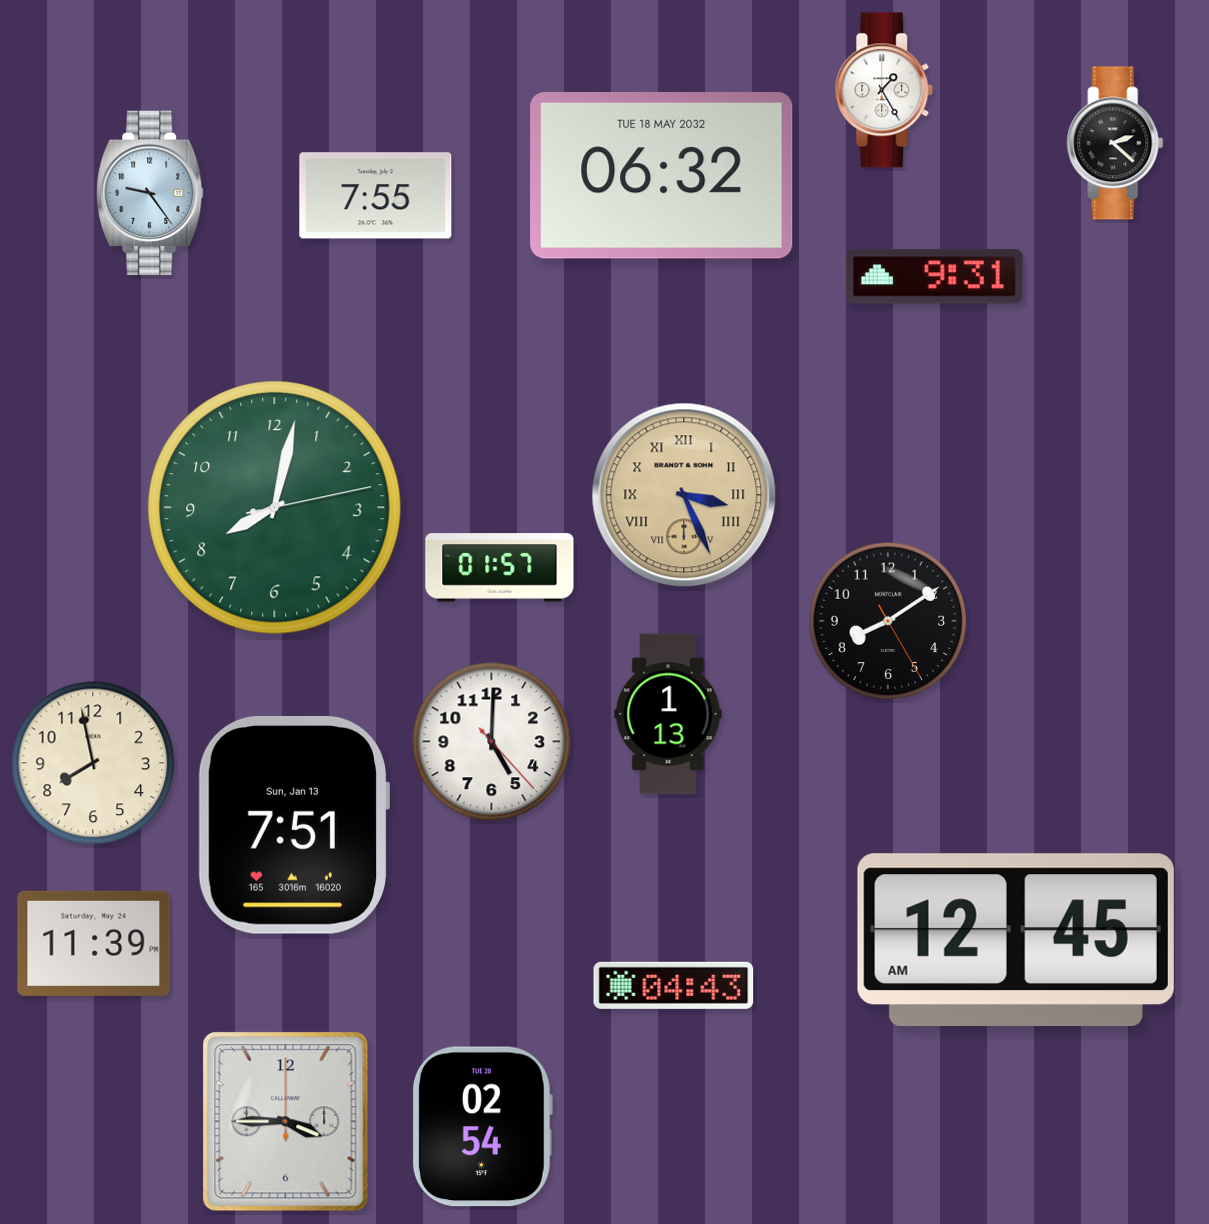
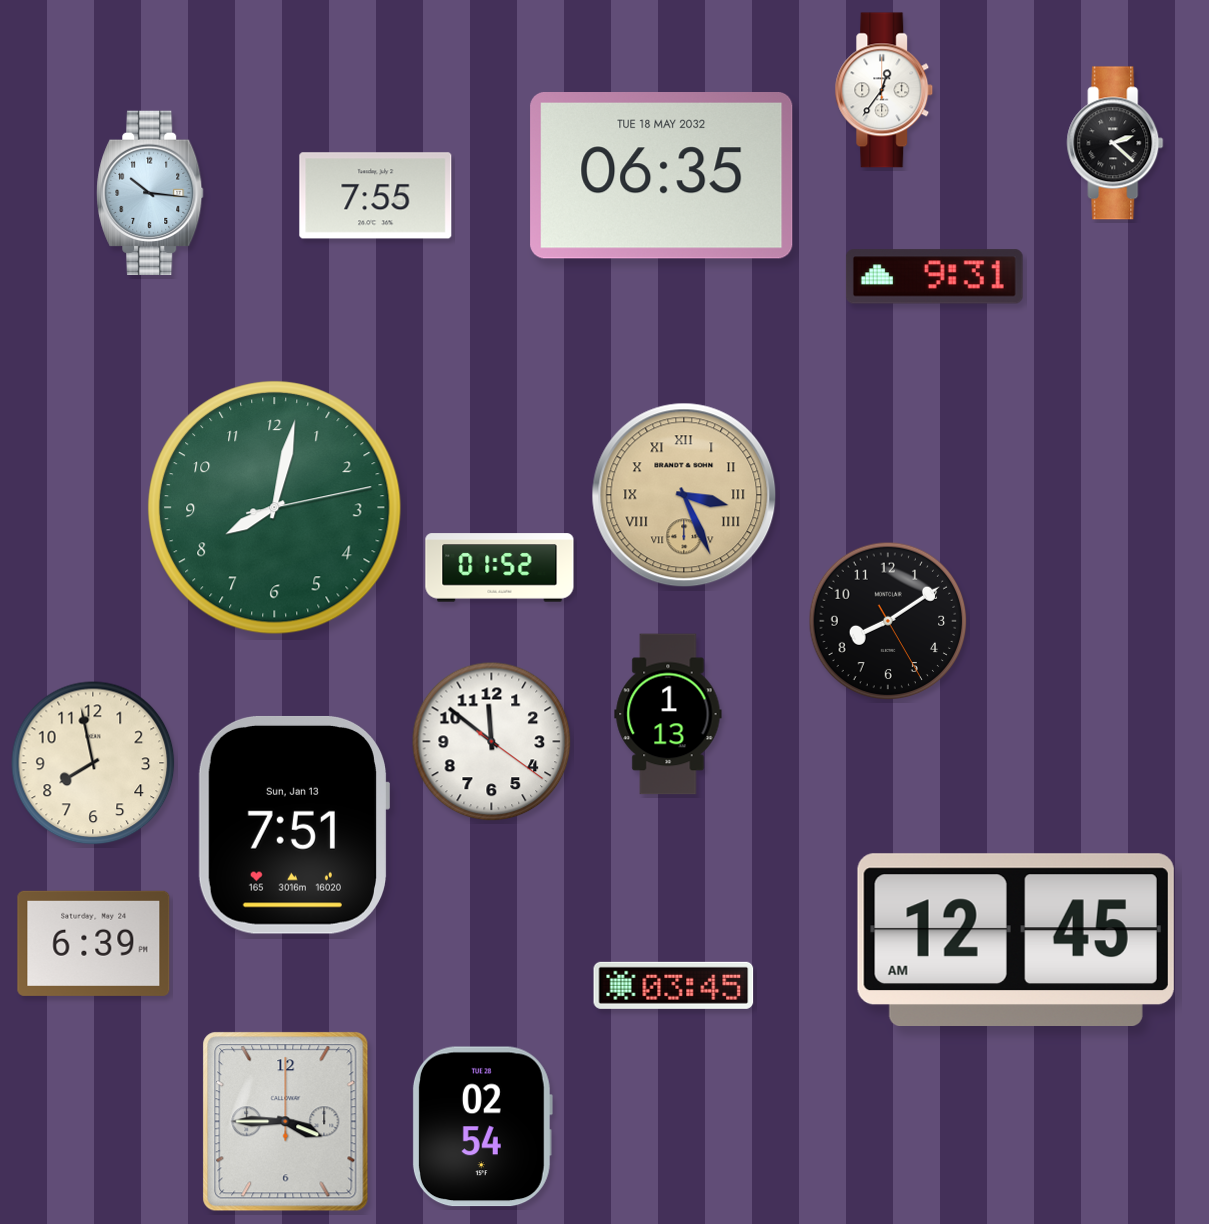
clock at (884, 90): 1:25 -> 12:36
clock at (662, 176): 06:32 -> 06:35
clock at (150, 192): 9:24 -> 10:16
clock at (500, 568): 01:57 -> 01:52
clock at (492, 742): 5:00 -> 11:51
clock at (94, 943): 11:39 -> 6:39
clock at (674, 985): 04:43 -> 03:45
